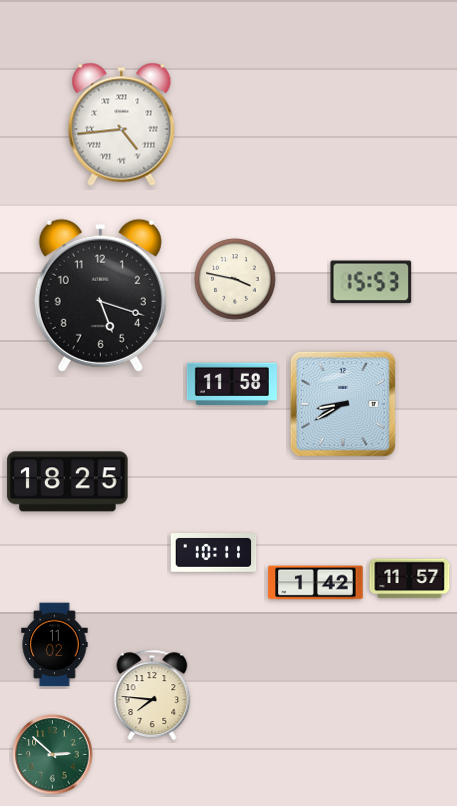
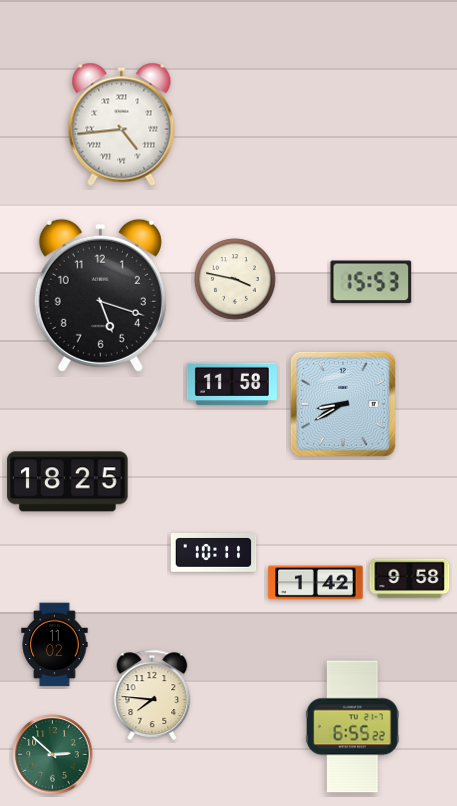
clock at (410, 579): 11:57 -> 9:58
clock at (352, 727): none -> 6:55
